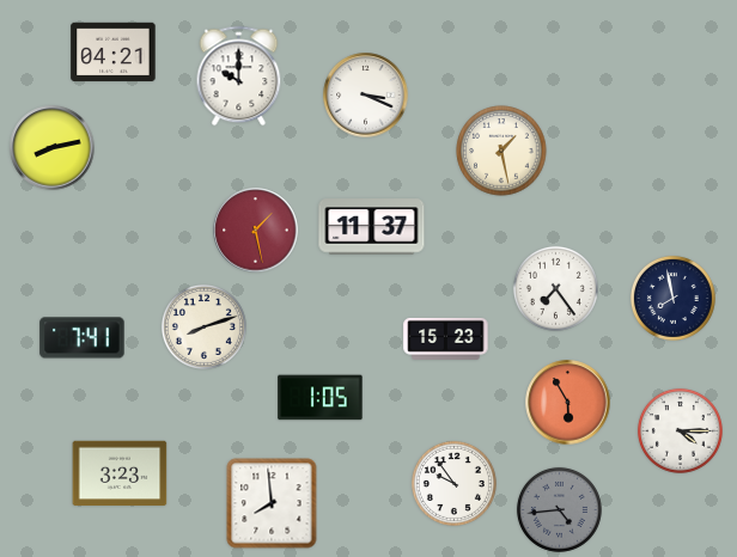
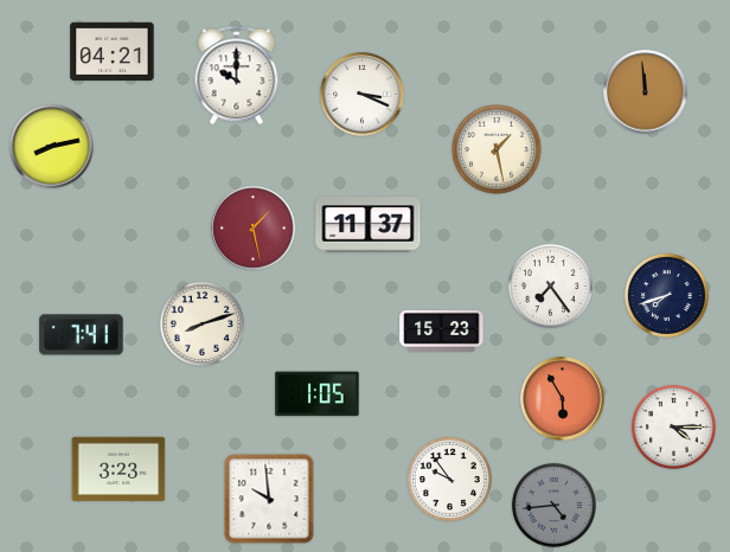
clock at (646, 92): none -> 11:59
clock at (672, 298): 7:58 -> 7:42
clock at (446, 338) position: (446, 338) -> (442, 330)
clock at (272, 503): 7:59 -> 9:59
